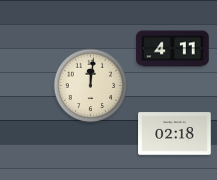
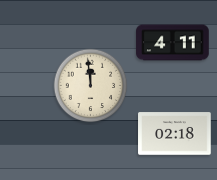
clock at (173, 49) position: (173, 49) -> (173, 43)
clock at (91, 86): 12:01 -> 11:59
